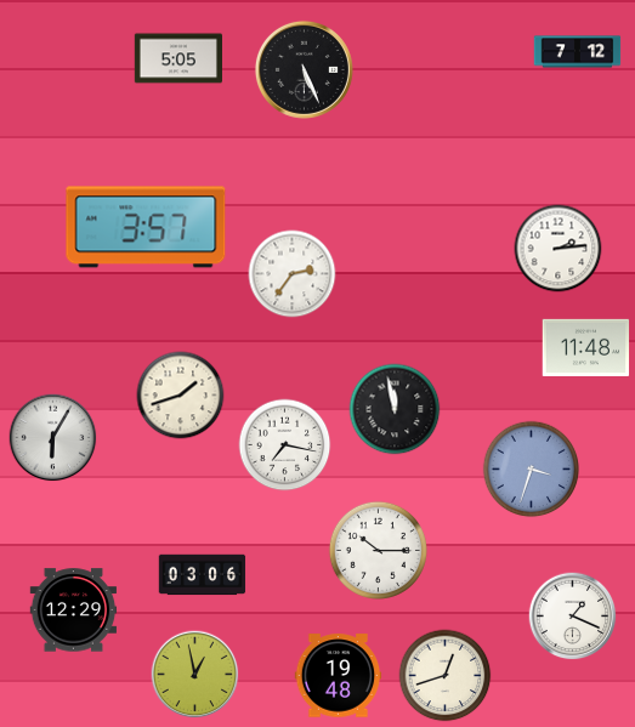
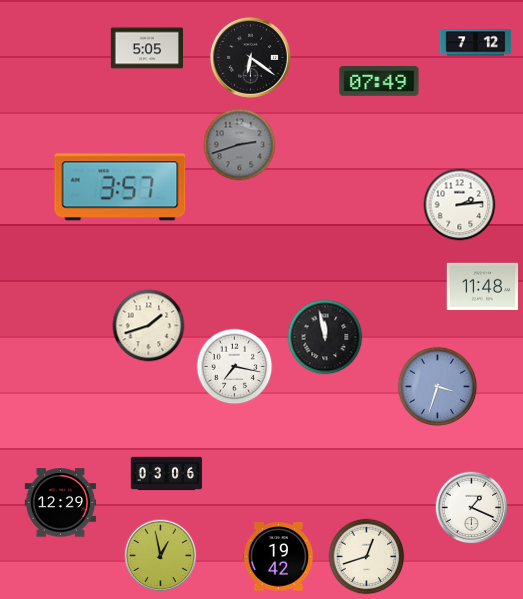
clock at (304, 69): 5:26 -> 6:21
clock at (379, 81): none -> 07:49
clock at (240, 145): none -> 2:42
clock at (293, 274): 2:36 -> none
clock at (53, 438): 6:05 -> none
clock at (378, 550): 10:15 -> none
clock at (339, 676): 19:48 -> 19:42
